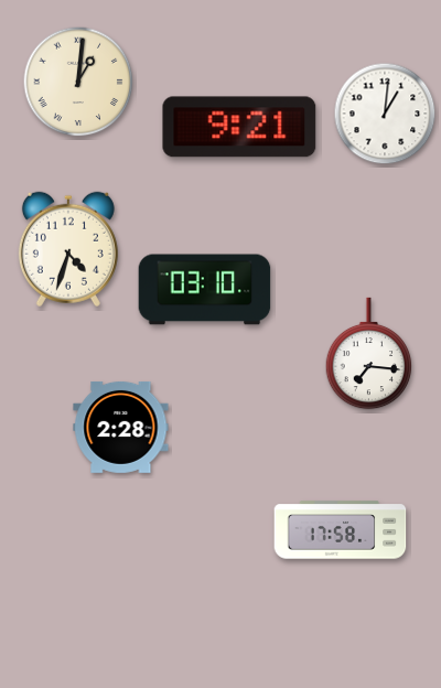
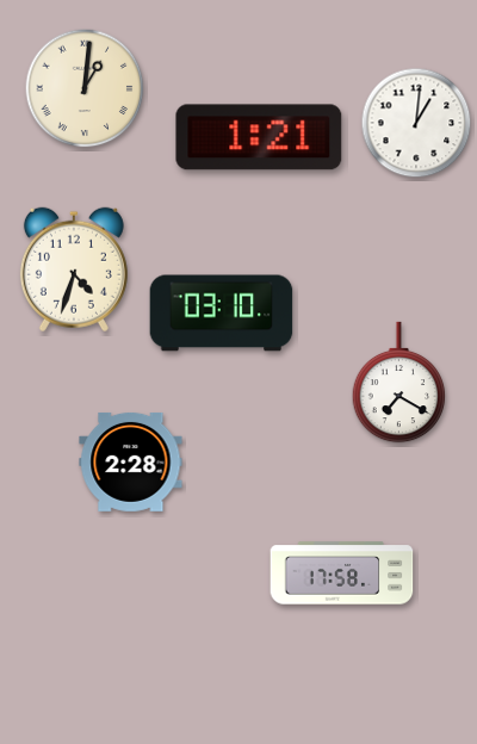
clock at (239, 127): 9:21 -> 1:21
clock at (369, 354): 7:16 -> 7:20
clock at (341, 530) position: (341, 530) -> (342, 573)
